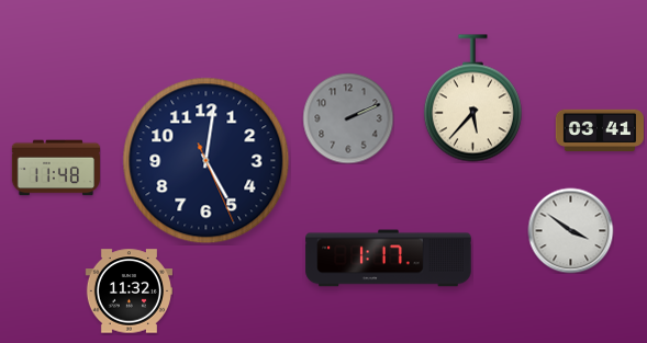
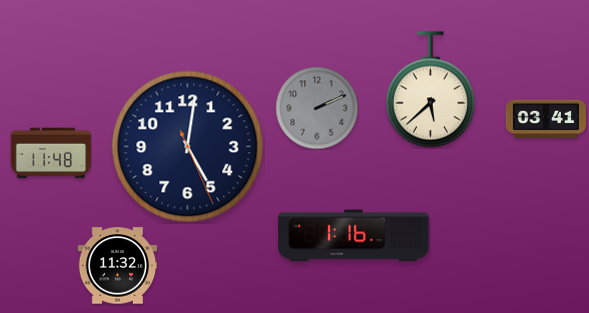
clock at (472, 99): 5:37 -> 5:38
clock at (570, 230): 3:51 -> none
clock at (389, 259): 1:17 -> 1:16
